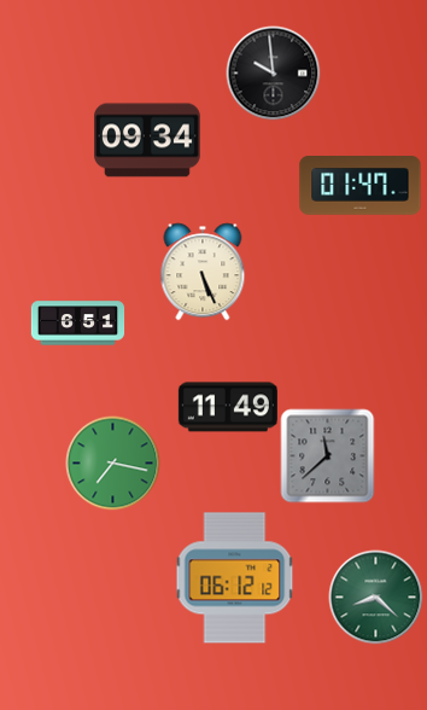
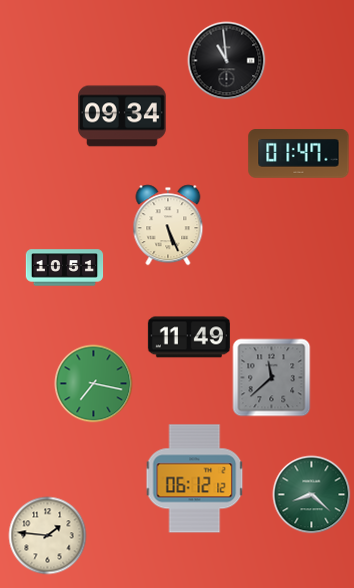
clock at (273, 72): 9:59 -> 10:59
clock at (77, 324): 6:51 -> 10:51
clock at (47, 535): none -> 1:46
